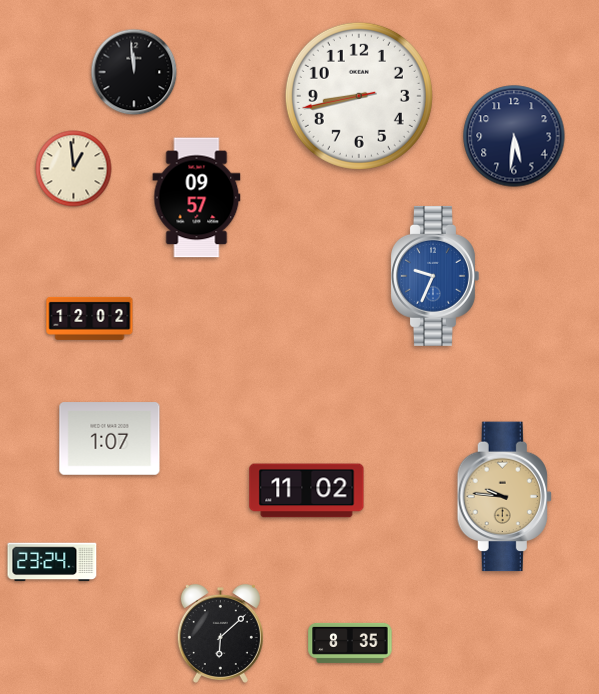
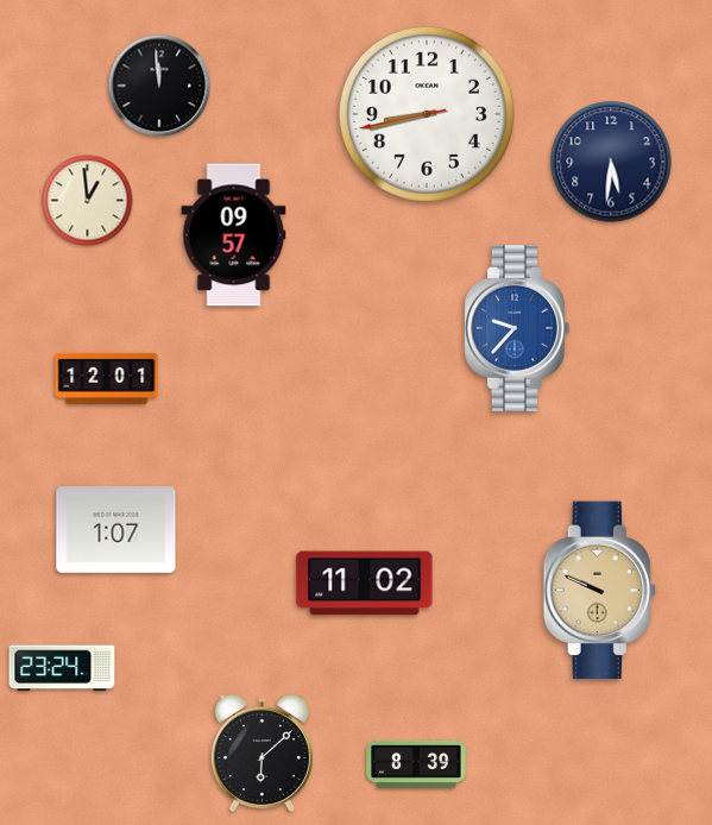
clock at (435, 276): 9:34 -> 9:37
clock at (90, 318): 12:02 -> 12:01
clock at (110, 439) position: (110, 439) -> (116, 530)
clock at (504, 497): 9:46 -> 9:49
clock at (350, 643): 8:35 -> 8:39
